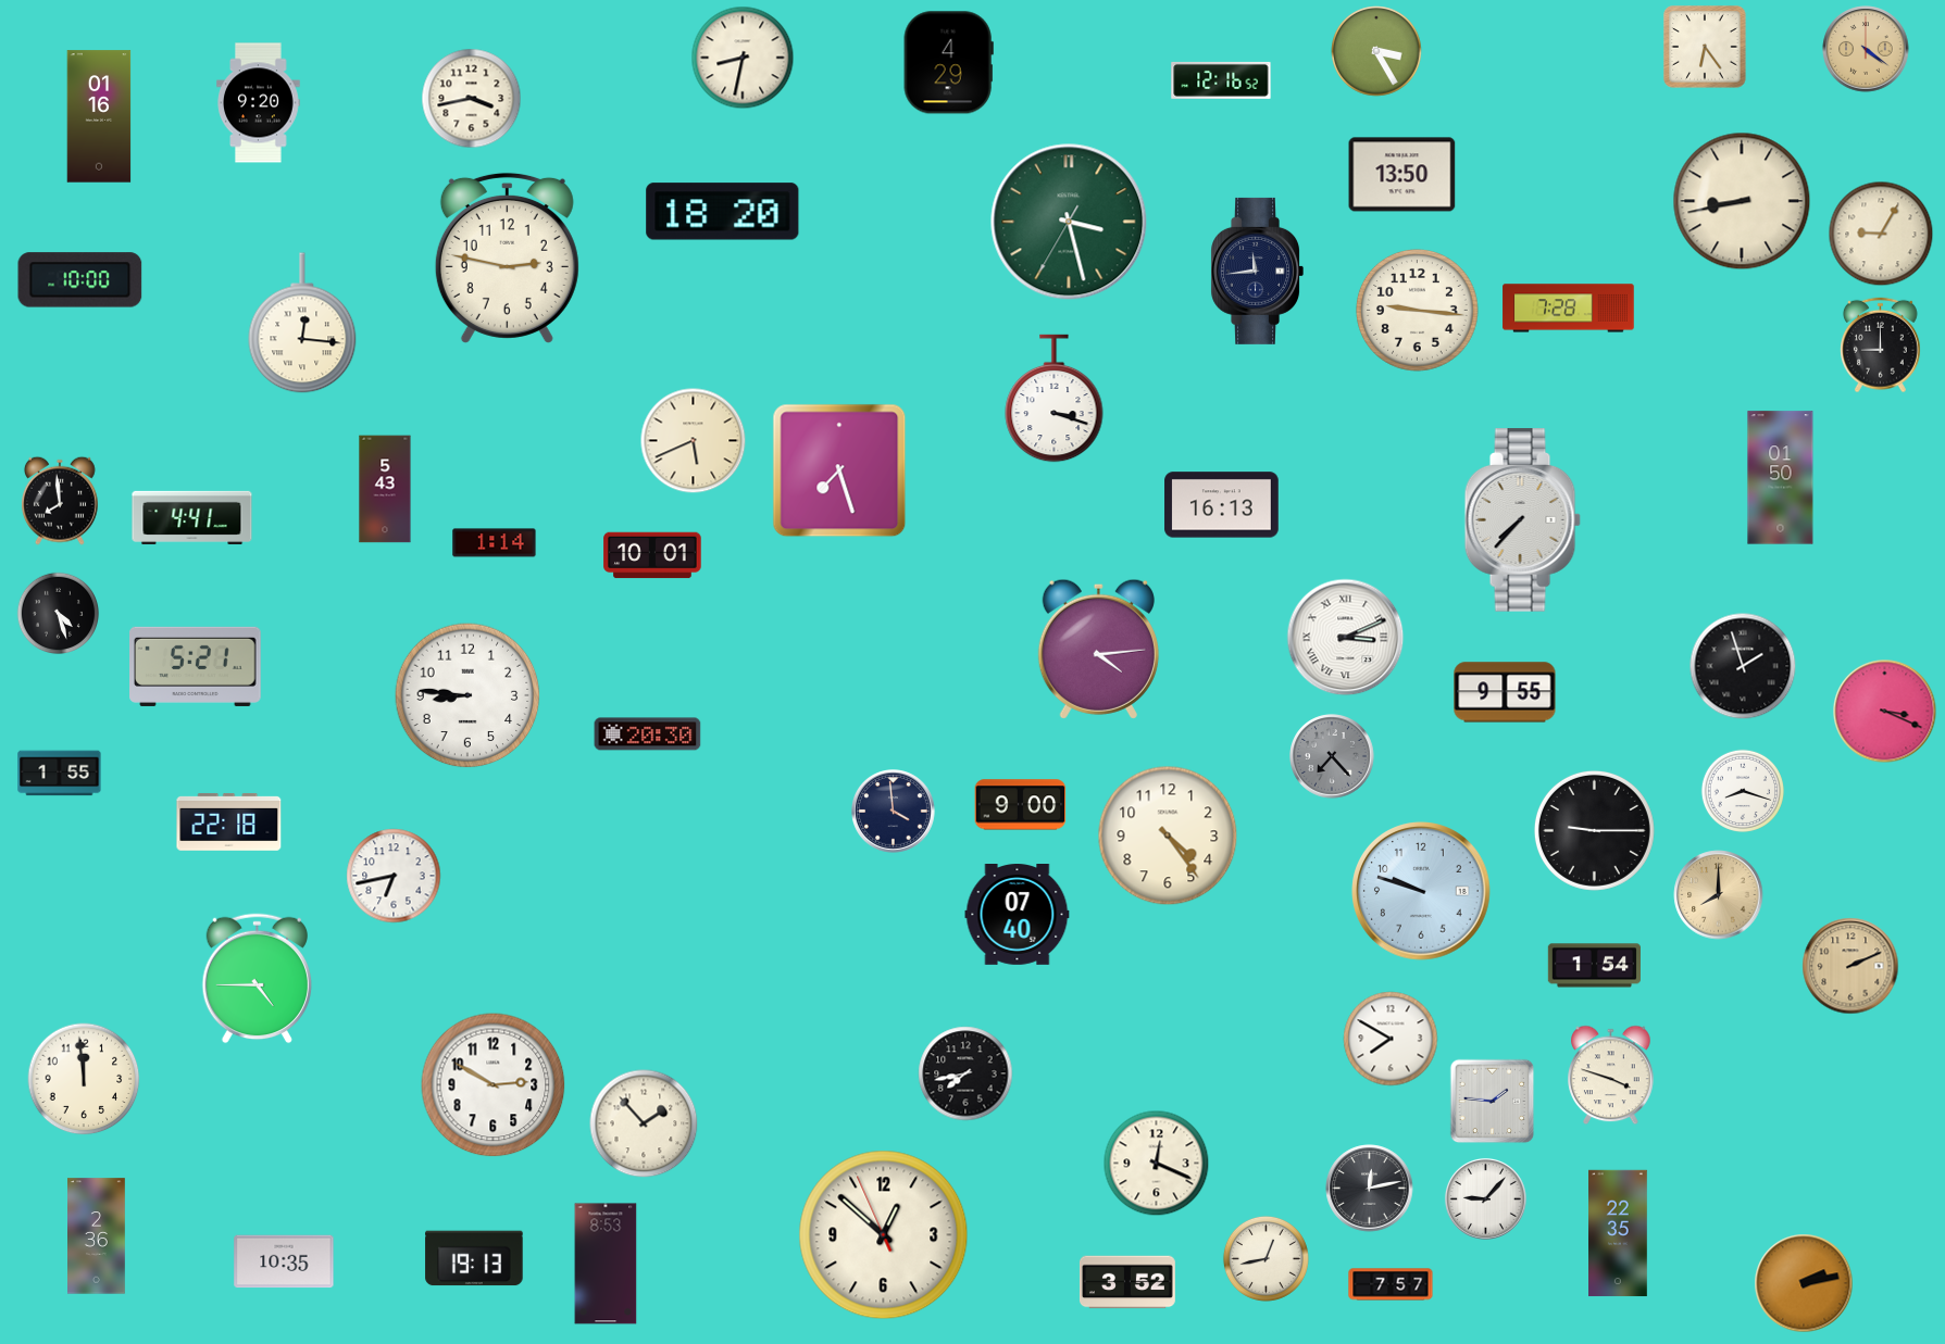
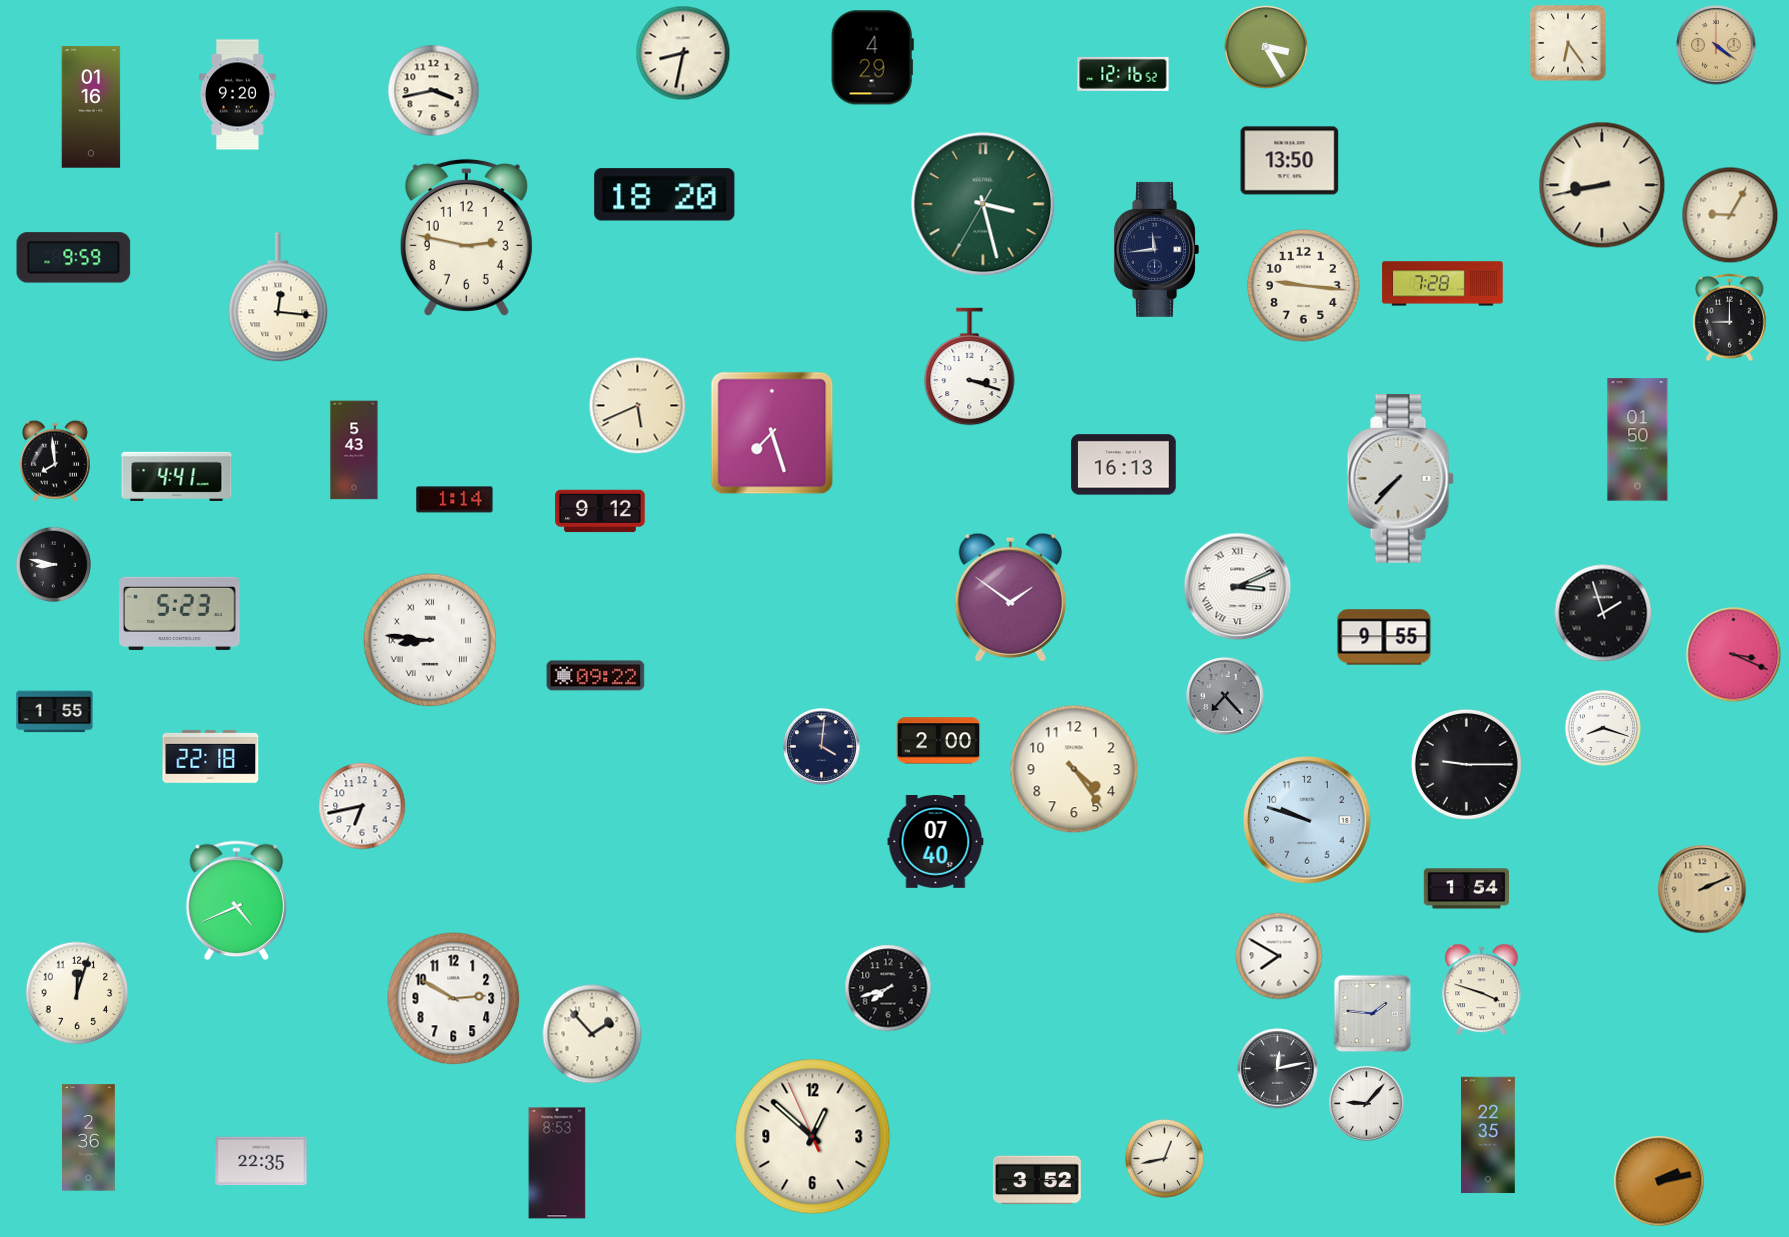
clock at (80, 280): 10:00 -> 9:59
clock at (652, 555): 10:01 -> 9:12
clock at (59, 614): 4:27 -> 8:47
clock at (1098, 649): 4:14 -> 1:51
clock at (196, 666): 5:21 -> 5:23
clock at (467, 695) numerals: Arabic -> Roman
clock at (648, 734): 20:30 -> 09:22
clock at (1021, 805): 9:00 -> 2:00
clock at (894, 812): 3:59 -> 4:01
clock at (1719, 895): 8:00 -> none
clock at (257, 979): 4:45 -> 4:41
clock at (965, 1073): 7:43 -> 7:42
clock at (84, 1079): 11:59 -> 12:03
clock at (1157, 1164): 12:19 -> none
clock at (1370, 1189) position: (1370, 1189) -> (1278, 1069)
clock at (474, 1258): 19:13 -> none
clock at (284, 1261): 10:35 -> 22:35
clock at (1391, 1284): 7:57 -> none
